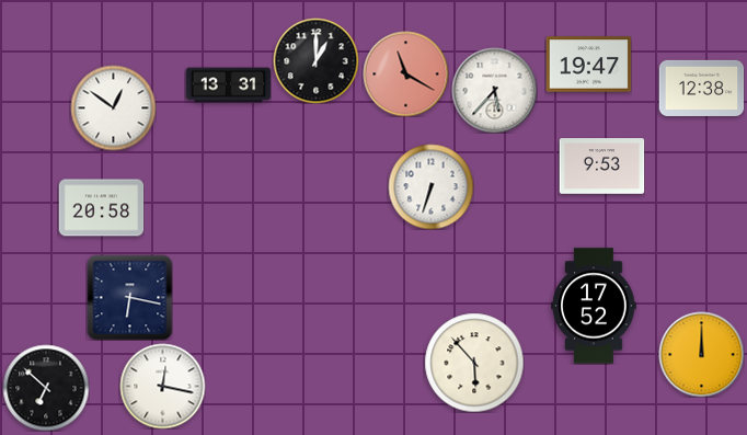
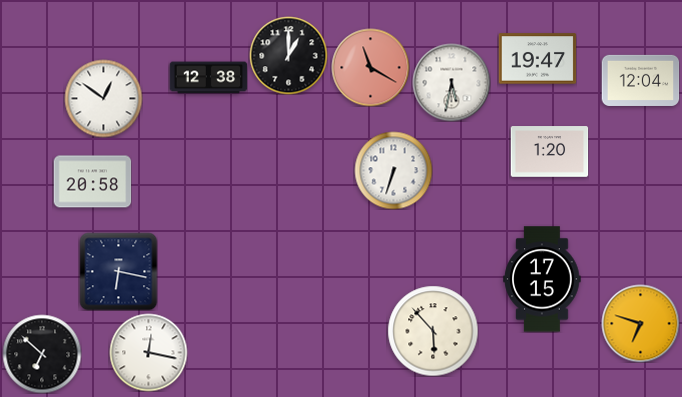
clock at (228, 85): 13:31 -> 12:38
clock at (701, 88): 12:38 -> 12:04
clock at (494, 90): 5:37 -> 5:32
clock at (601, 167): 9:53 -> 1:20
clock at (101, 208) position: (101, 208) -> (92, 182)
clock at (594, 306): 17:52 -> 17:15
clock at (701, 354): 12:00 -> 6:48
